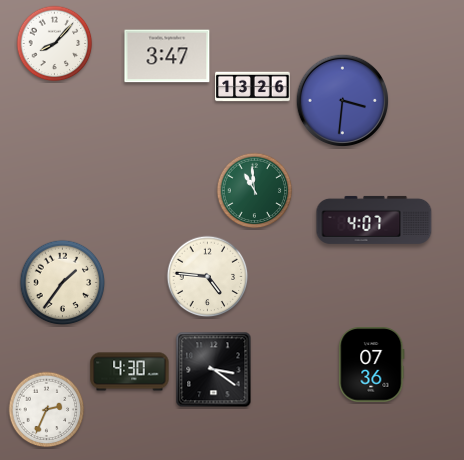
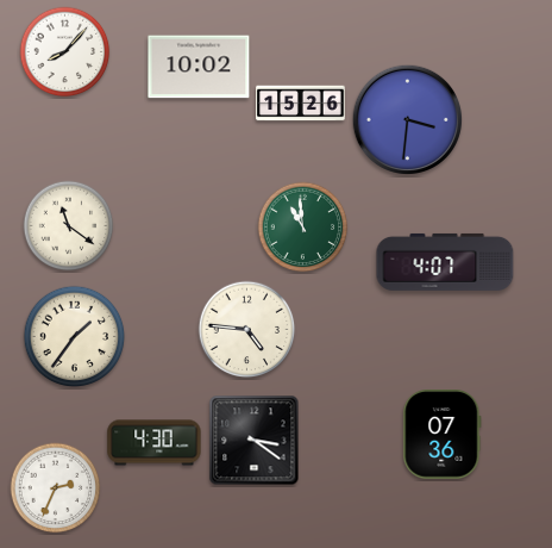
clock at (167, 56): 3:47 -> 10:02
clock at (253, 87): 13:26 -> 15:26
clock at (69, 226): none -> 11:21
